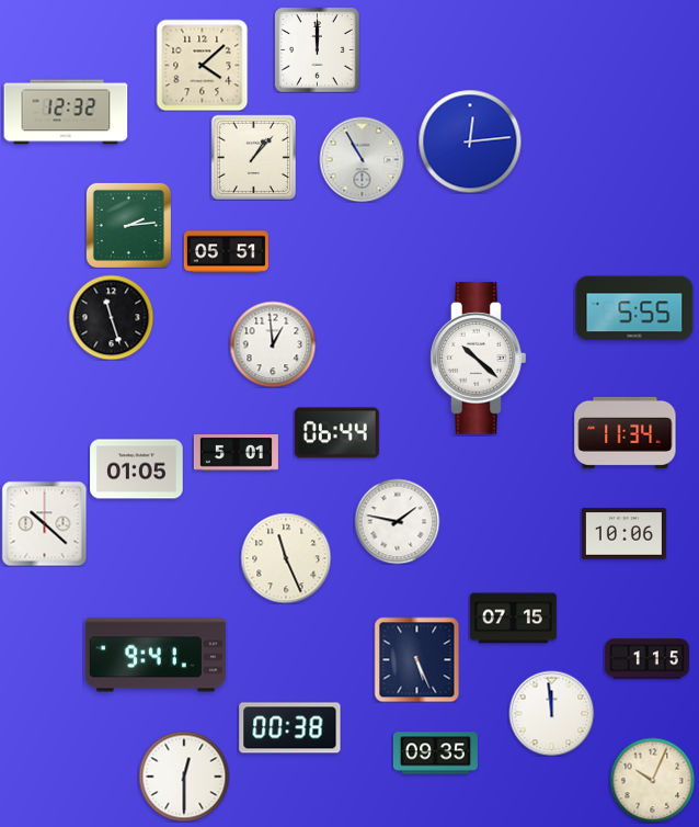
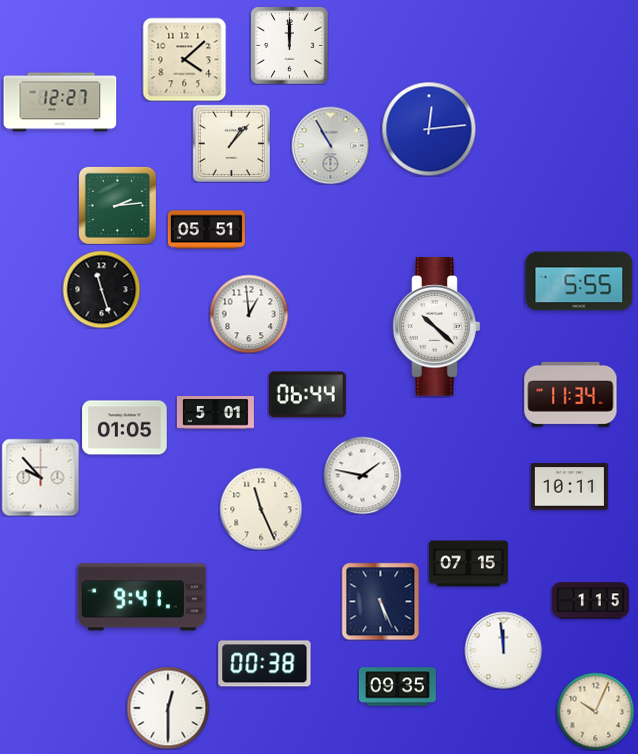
clock at (66, 112): 12:32 -> 12:27
clock at (44, 523): 10:22 -> 9:53
clock at (623, 534): 10:06 -> 10:11
